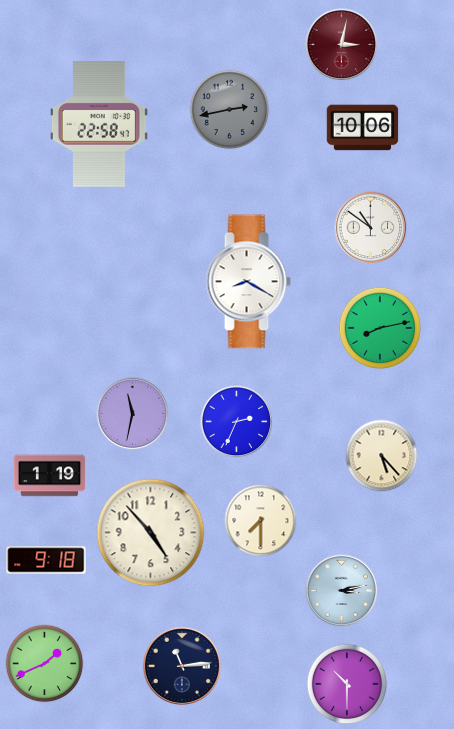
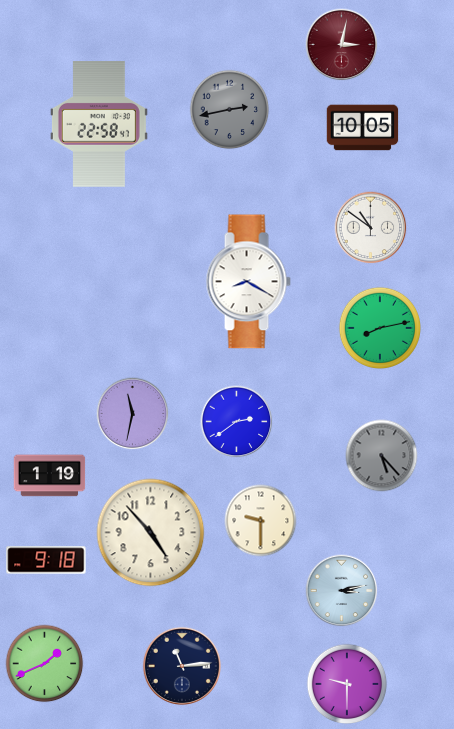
clock at (363, 128): 10:06 -> 10:05
clock at (237, 422): 2:34 -> 2:39
clock at (382, 456) dial: cream -> grey
clock at (261, 521): 7:30 -> 9:30
clock at (347, 684): 10:30 -> 9:30
